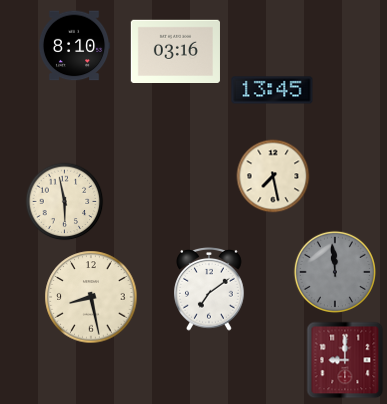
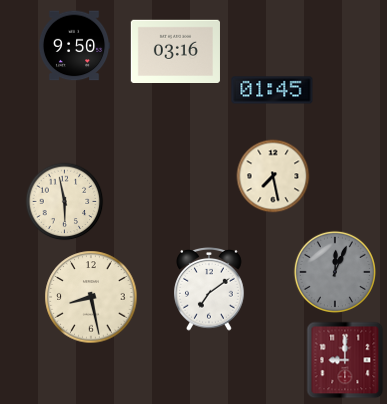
clock at (74, 46): 8:10 -> 9:50
clock at (272, 90): 13:45 -> 01:45
clock at (334, 271): 11:59 -> 12:04
